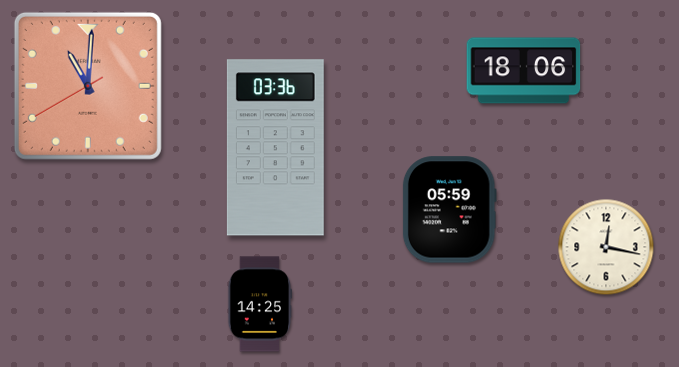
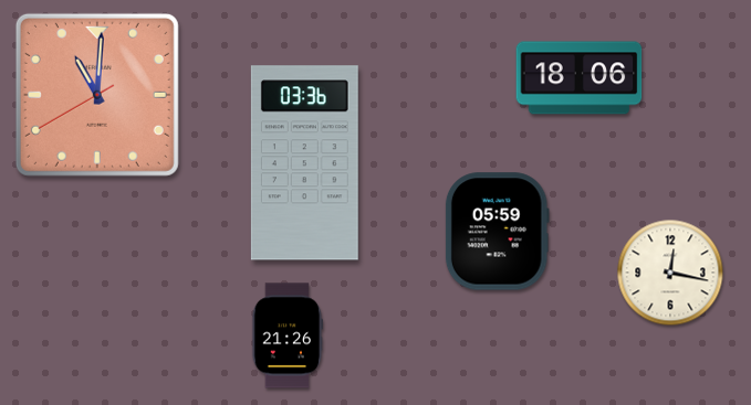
clock at (260, 304): 14:25 -> 21:26
